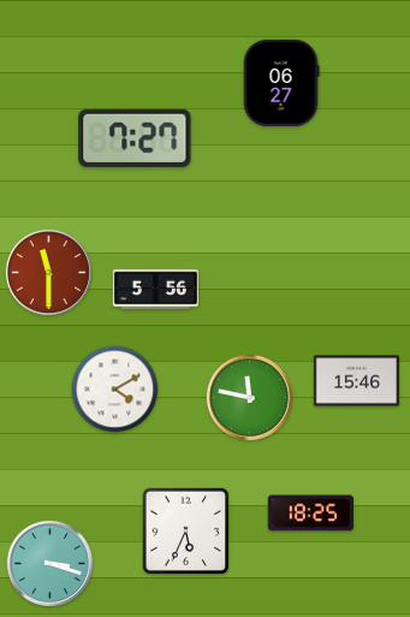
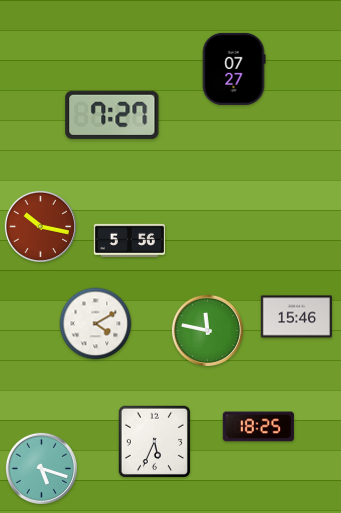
clock at (281, 83): 06:27 -> 07:27
clock at (48, 272): 11:30 -> 10:17
clock at (49, 563): 3:18 -> 5:18
